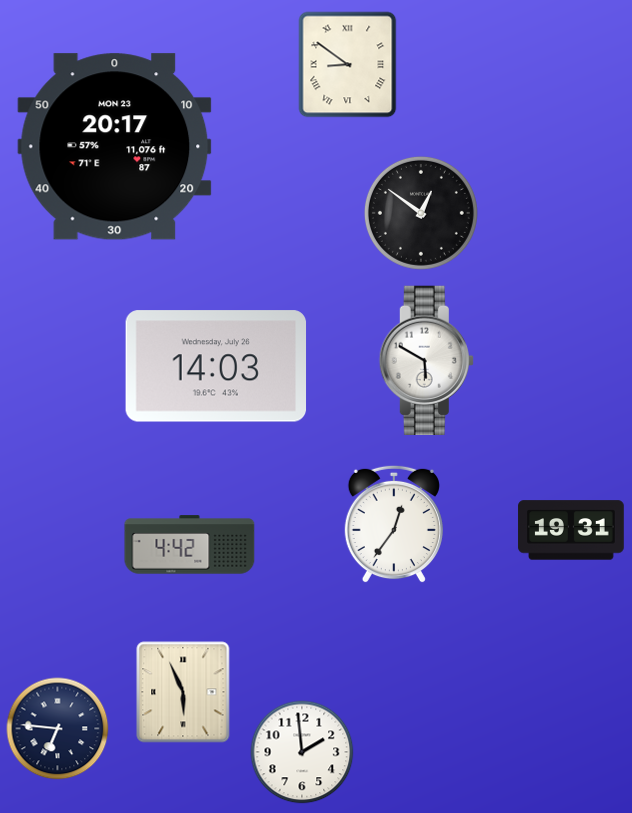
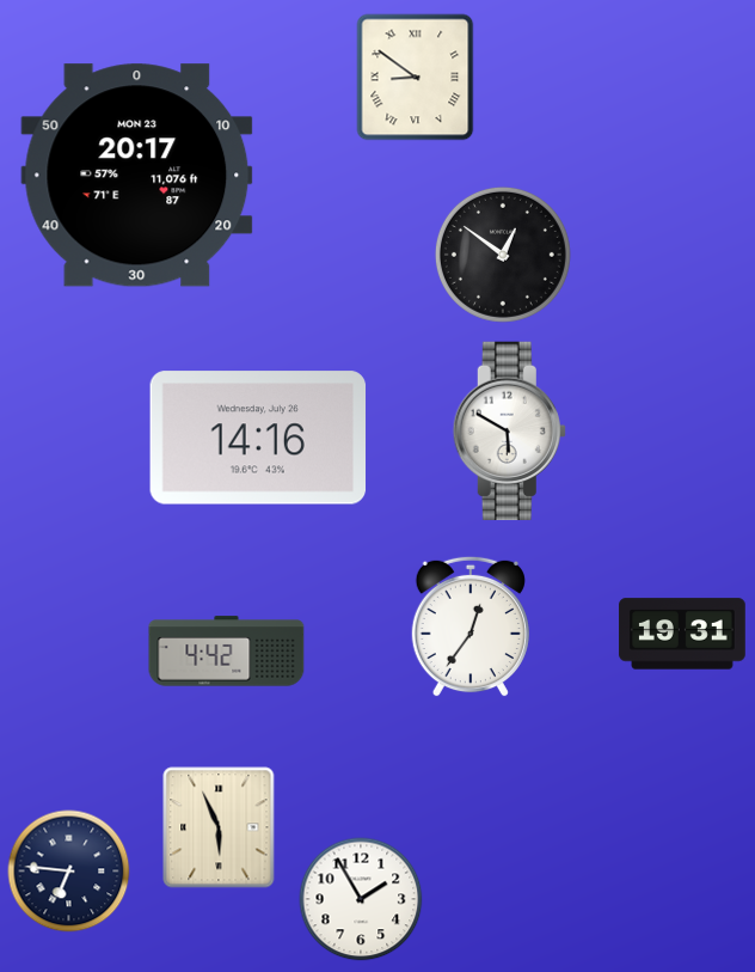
clock at (216, 366): 14:03 -> 14:16
clock at (302, 752): 1:59 -> 1:55
